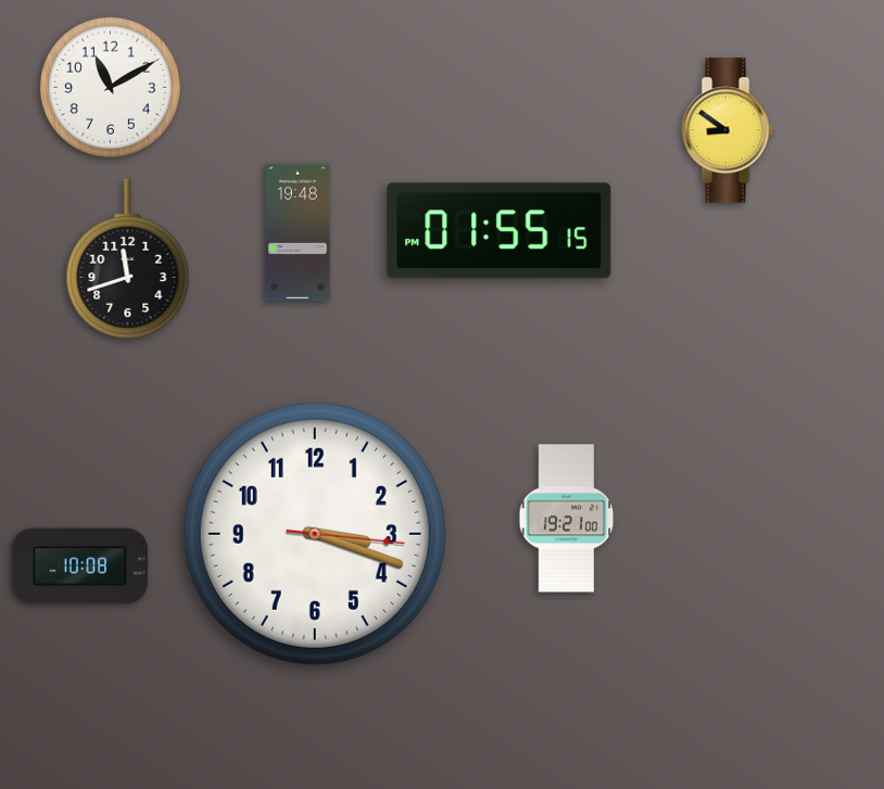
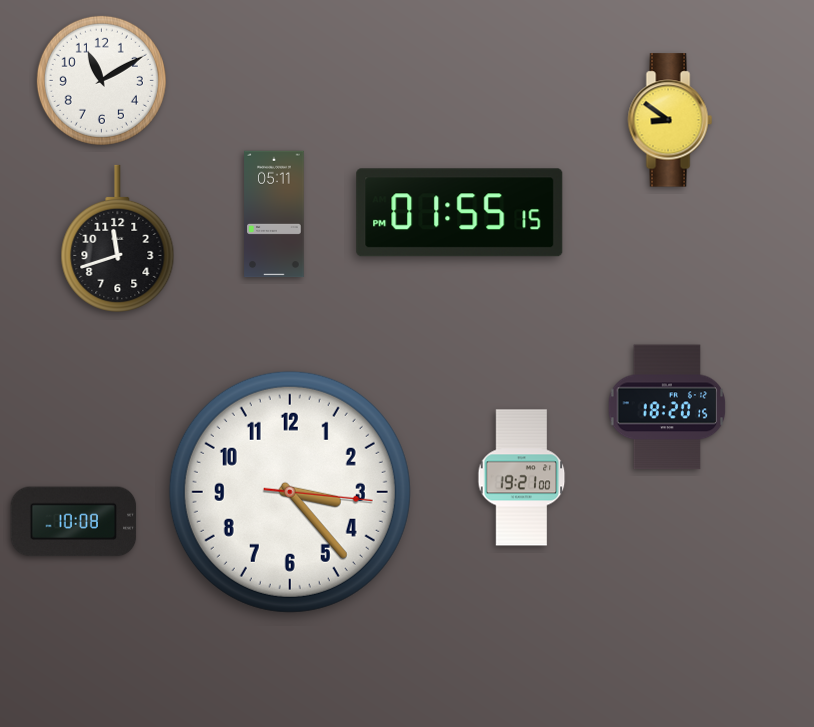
clock at (298, 232): 19:48 -> 05:11
clock at (667, 407): none -> 18:20
clock at (315, 534): 3:18 -> 3:23
